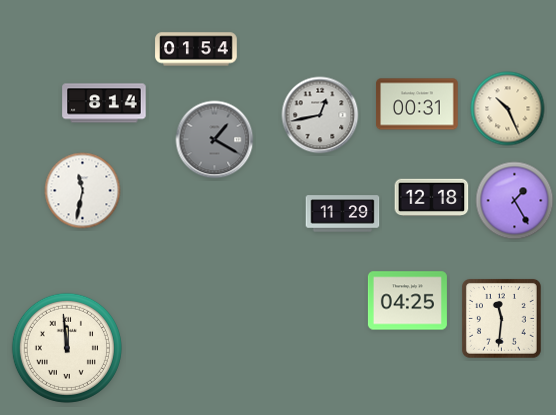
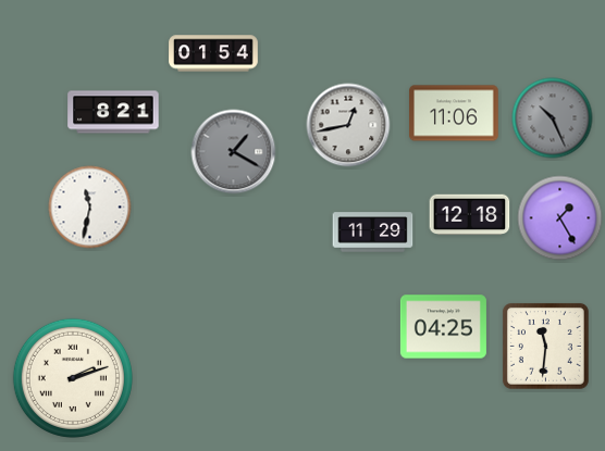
clock at (104, 103): 8:14 -> 8:21
clock at (417, 104): 00:31 -> 11:06
clock at (508, 109) dial: cream -> grey
clock at (67, 348): 11:59 -> 2:12
